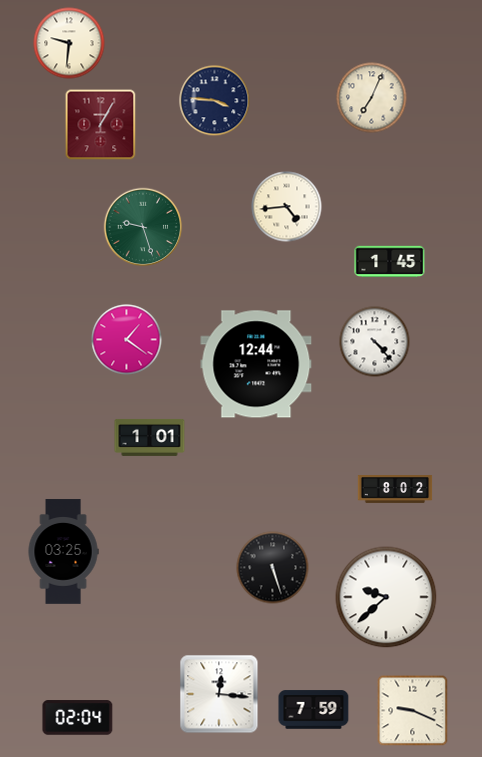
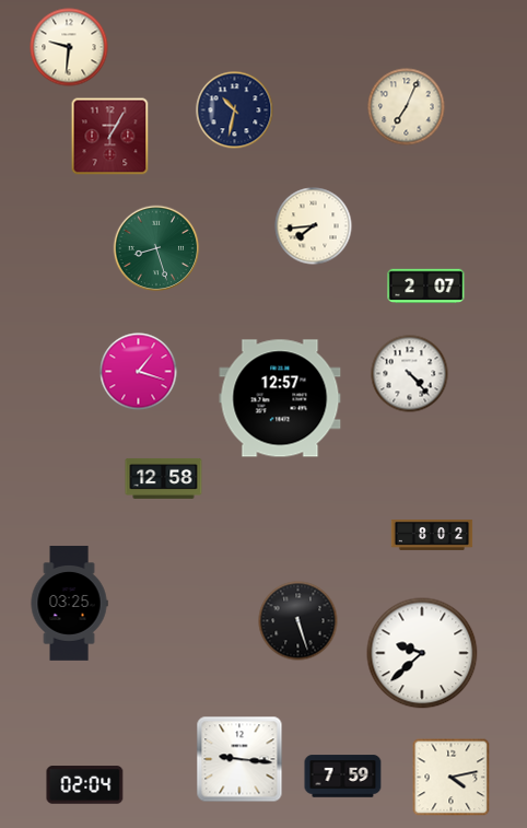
clock at (69, 43) position: (69, 43) -> (69, 47)
clock at (215, 101): 3:46 -> 10:32
clock at (287, 207): 4:44 -> 7:44
clock at (143, 227): 9:27 -> 8:27
clock at (390, 262): 1:45 -> 2:07
clock at (127, 340): 1:21 -> 1:18
clock at (256, 364): 12:44 -> 12:57
clock at (150, 437): 1:01 -> 12:58
clock at (219, 694): 12:16 -> 9:16
clock at (413, 711): 9:19 -> 4:13
